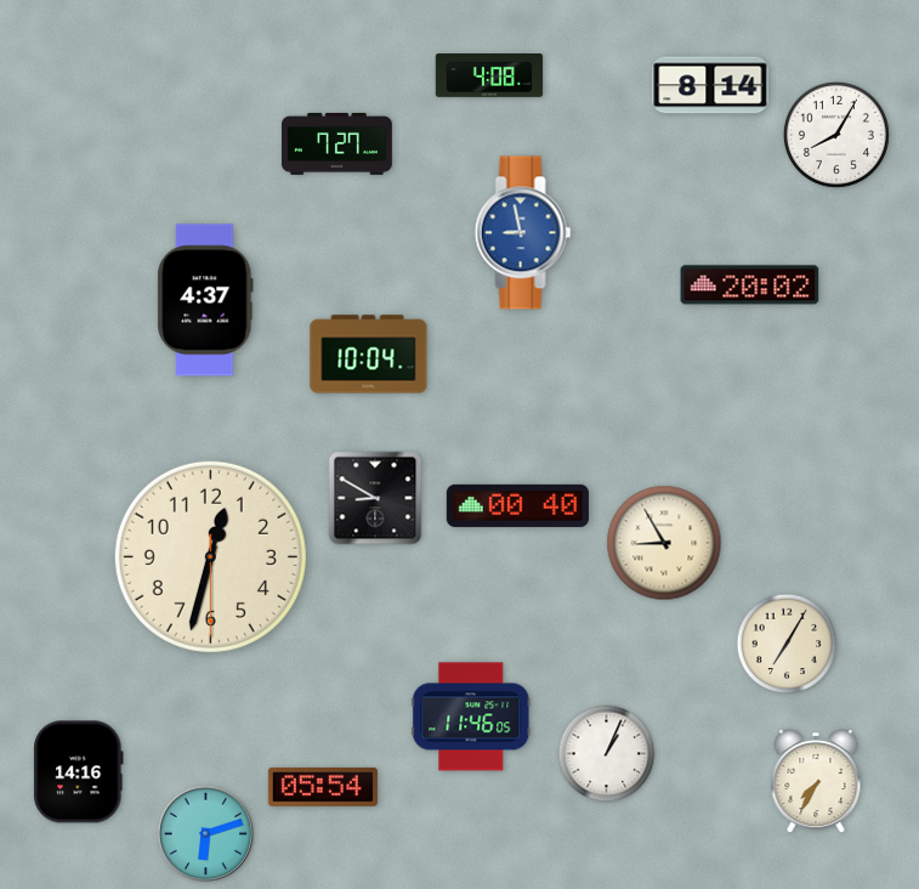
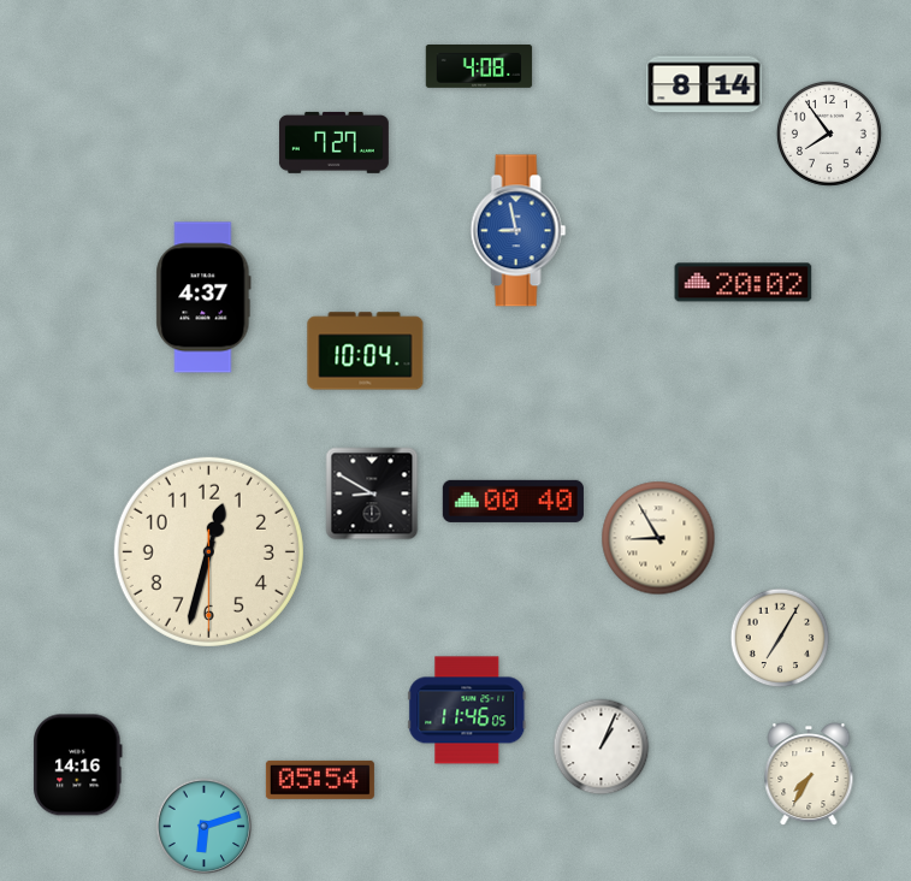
clock at (489, 77) position: (489, 77) -> (479, 67)
clock at (836, 135): 8:05 -> 7:54
